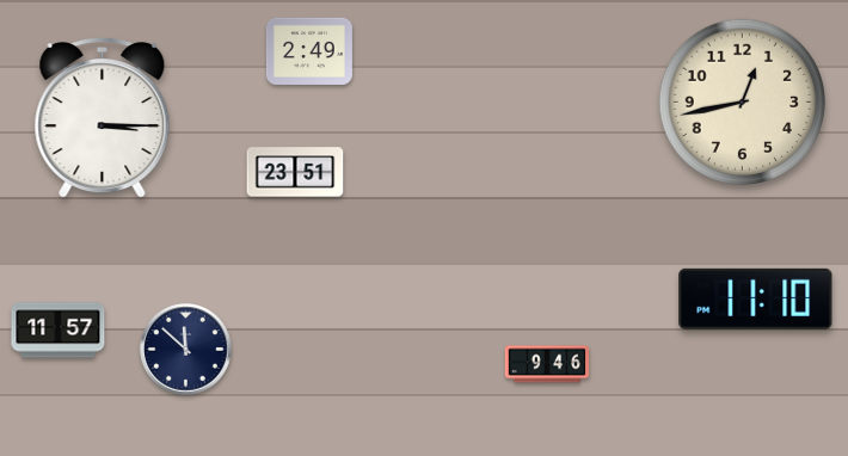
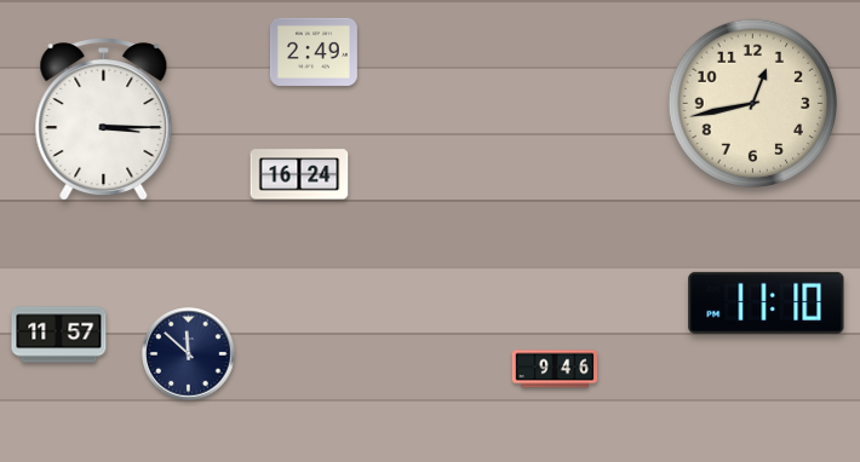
clock at (295, 172): 23:51 -> 16:24
